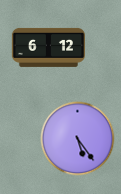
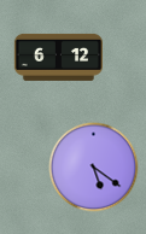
clock at (78, 139): 5:24 -> 5:21
